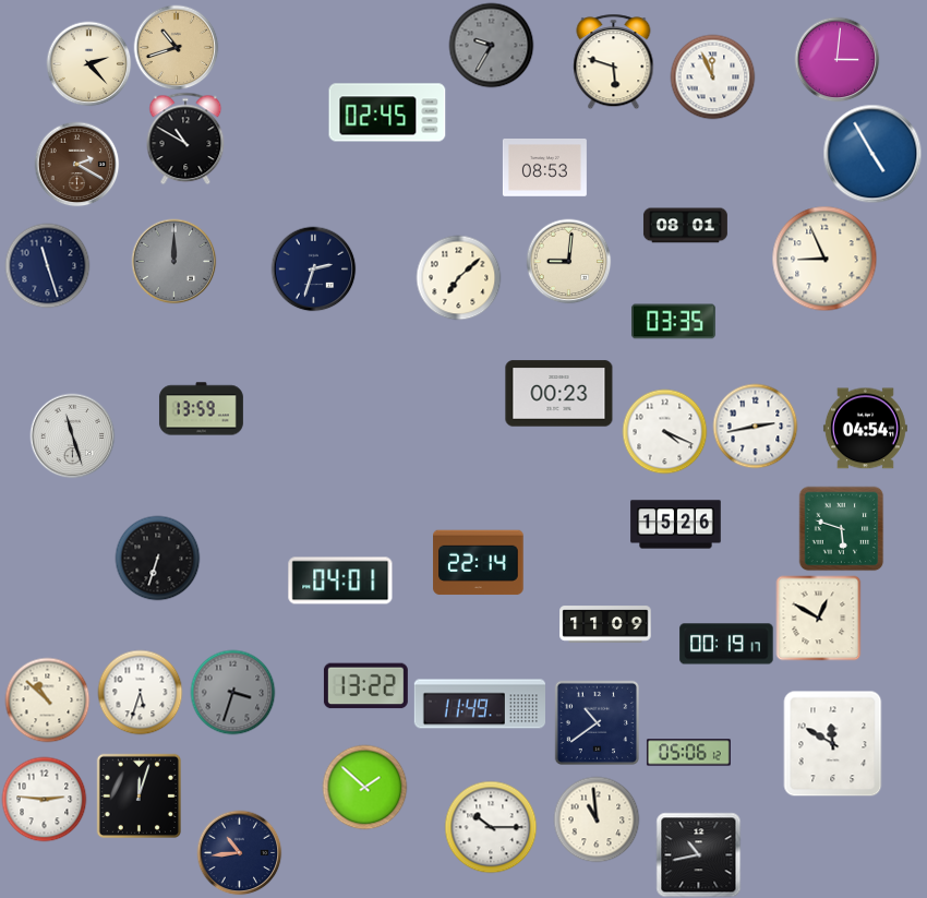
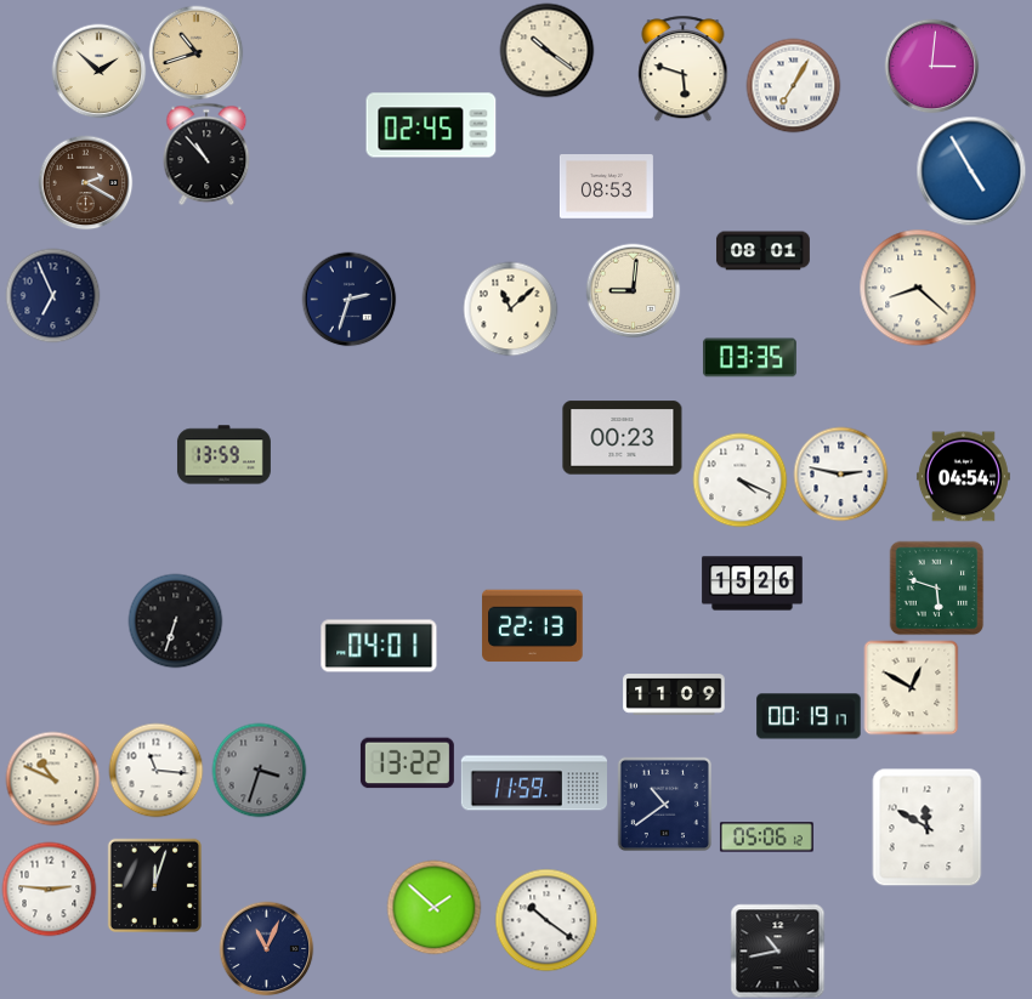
clock at (491, 45): 9:35 -> 10:21
clock at (491, 45) dial: grey -> cream
clock at (88, 63): 2:23 -> 1:52
clock at (712, 76): 11:56 -> 7:05
clock at (185, 139): 10:50 -> 10:53
clock at (824, 259): 8:56 -> 8:22
clock at (173, 261): 12:00 -> none
clock at (47, 265): 11:27 -> 6:56
clock at (458, 277): 7:08 -> 11:08
clock at (755, 426): 2:43 -> 2:47
clock at (72, 435): 11:27 -> none
clock at (479, 563): 22:14 -> 22:13
clock at (140, 692): 5:33 -> 11:16
clock at (47, 699): 10:52 -> 10:49
clock at (479, 704): 11:49 -> 11:59
clock at (364, 787) position: (364, 787) -> (433, 907)
clock at (597, 819): 10:59 -> none
clock at (491, 827): 10:15 -> 10:21
clock at (239, 852): 10:44 -> 11:04
